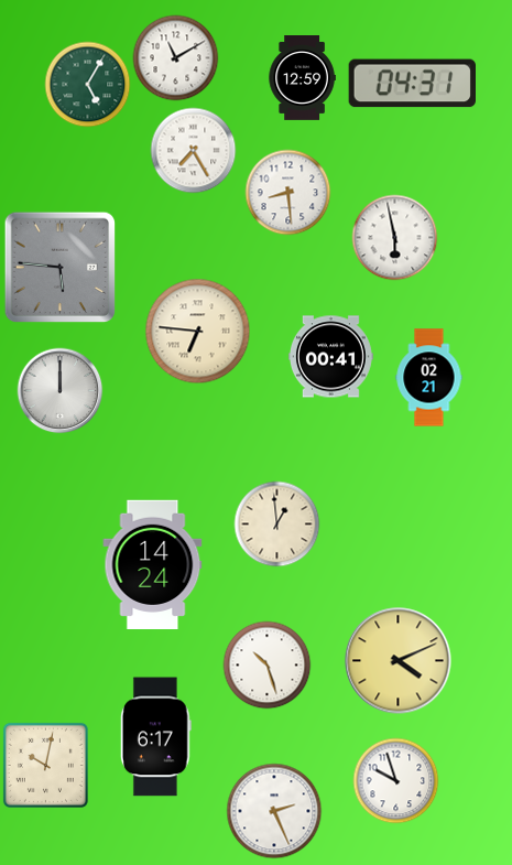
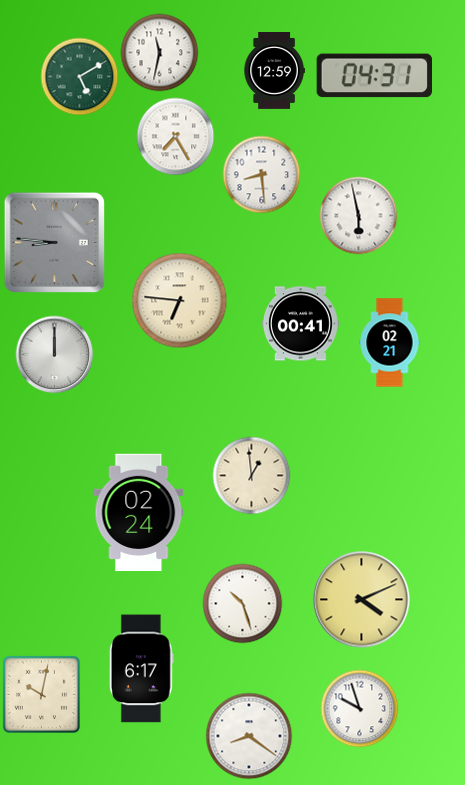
clock at (175, 57): 11:10 -> 11:32
clock at (87, 84): 5:05 -> 5:10
clock at (59, 267): 5:46 -> 8:46
clock at (153, 564): 14:24 -> 02:24
clock at (274, 811): 2:26 -> 8:21
